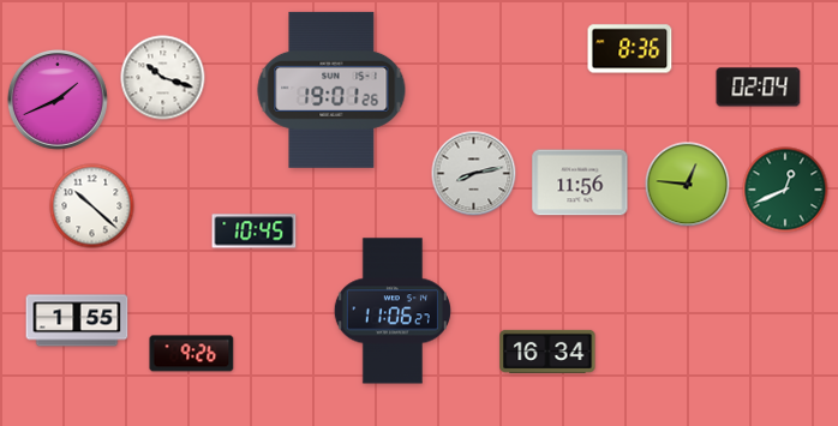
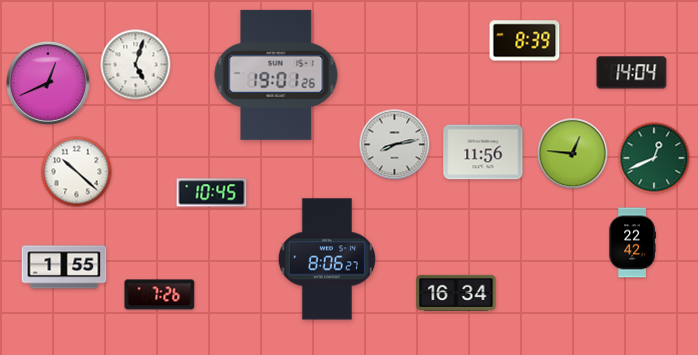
clock at (630, 49): 8:36 -> 8:39
clock at (163, 78): 10:18 -> 5:03
clock at (759, 88): 02:04 -> 14:04
clock at (58, 100): 1:41 -> 12:41
clock at (632, 243): none -> 22:42
clock at (393, 311): 11:06 -> 8:06
clock at (192, 354): 9:26 -> 7:26
